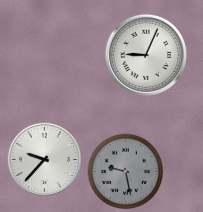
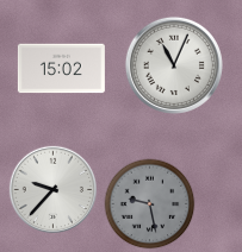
clock at (146, 55): 9:04 -> 11:04
clock at (61, 69): none -> 15:02
